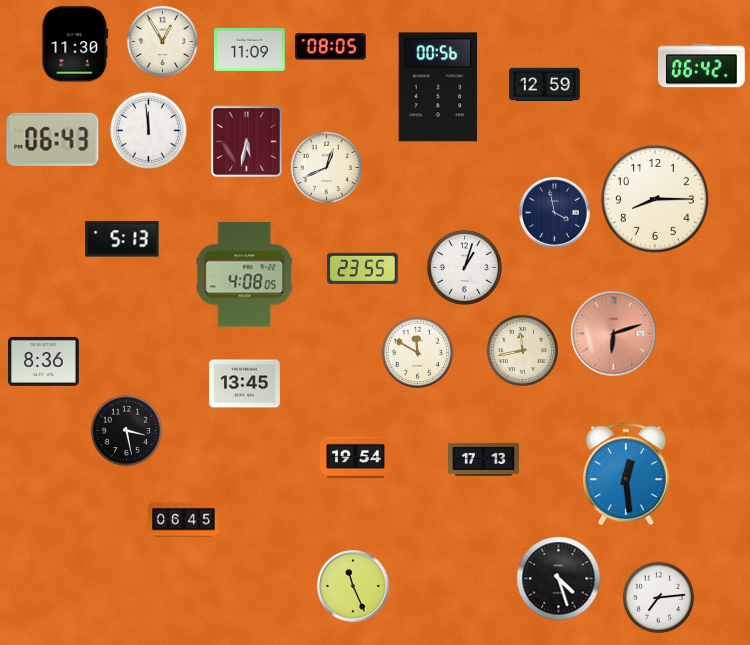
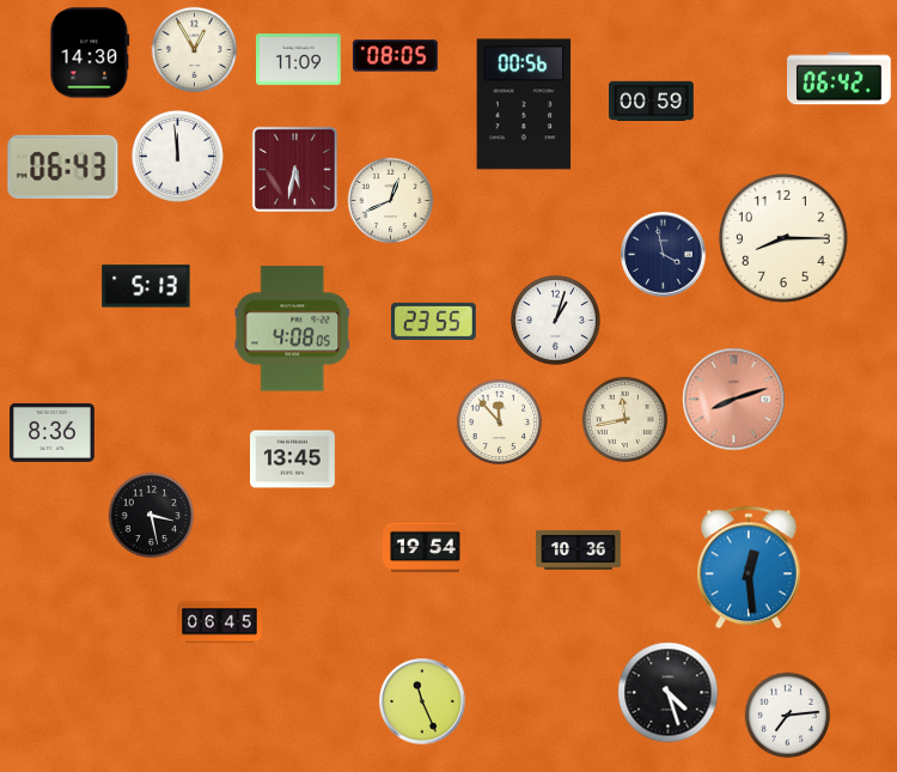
clock at (75, 44): 11:30 -> 14:30
clock at (545, 84): 12:59 -> 00:59
clock at (614, 334): 6:12 -> 8:12
clock at (418, 353): 11:50 -> 11:53
clock at (484, 459): 17:13 -> 10:36
